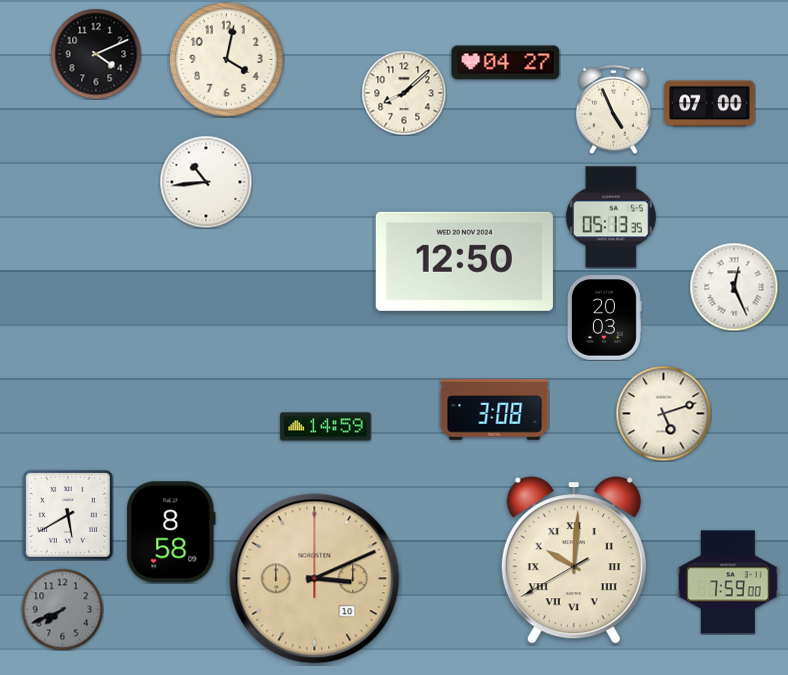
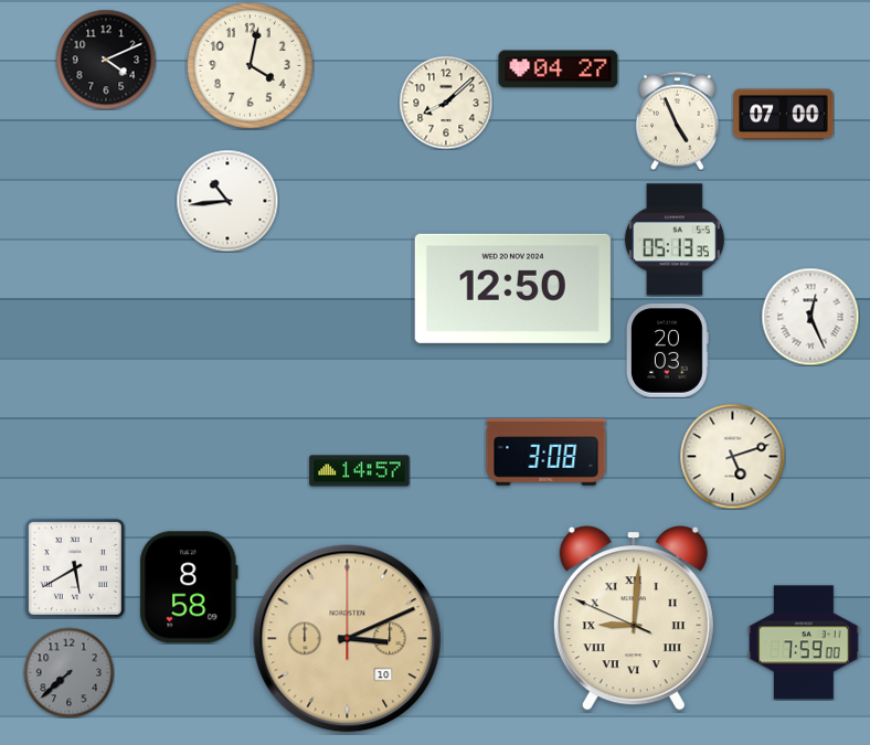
clock at (326, 427): 14:59 -> 14:57
clock at (574, 560): 10:00 -> 9:00
clock at (62, 609): 7:41 -> 7:38
